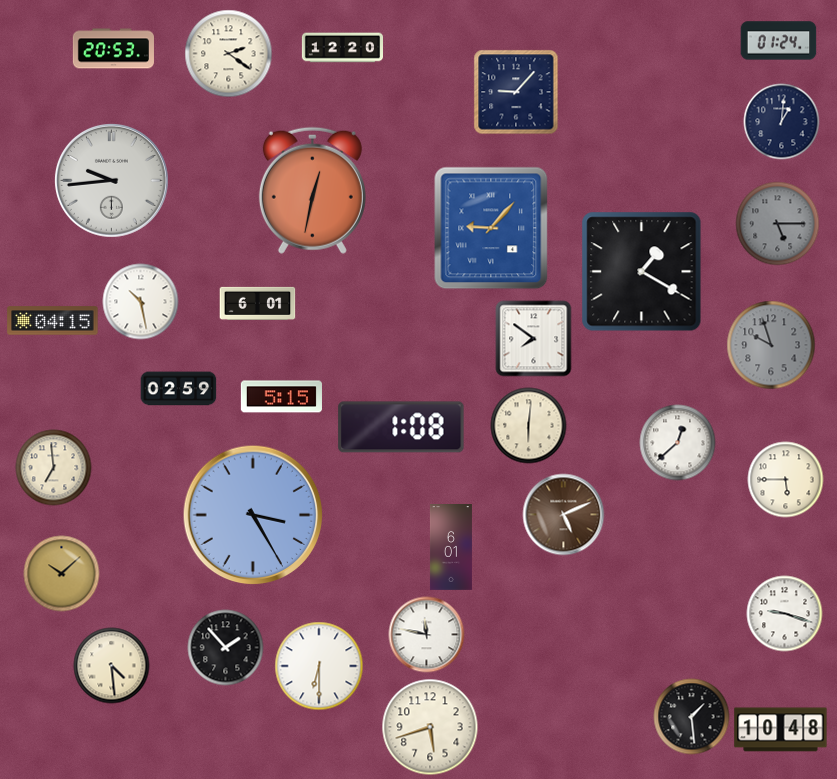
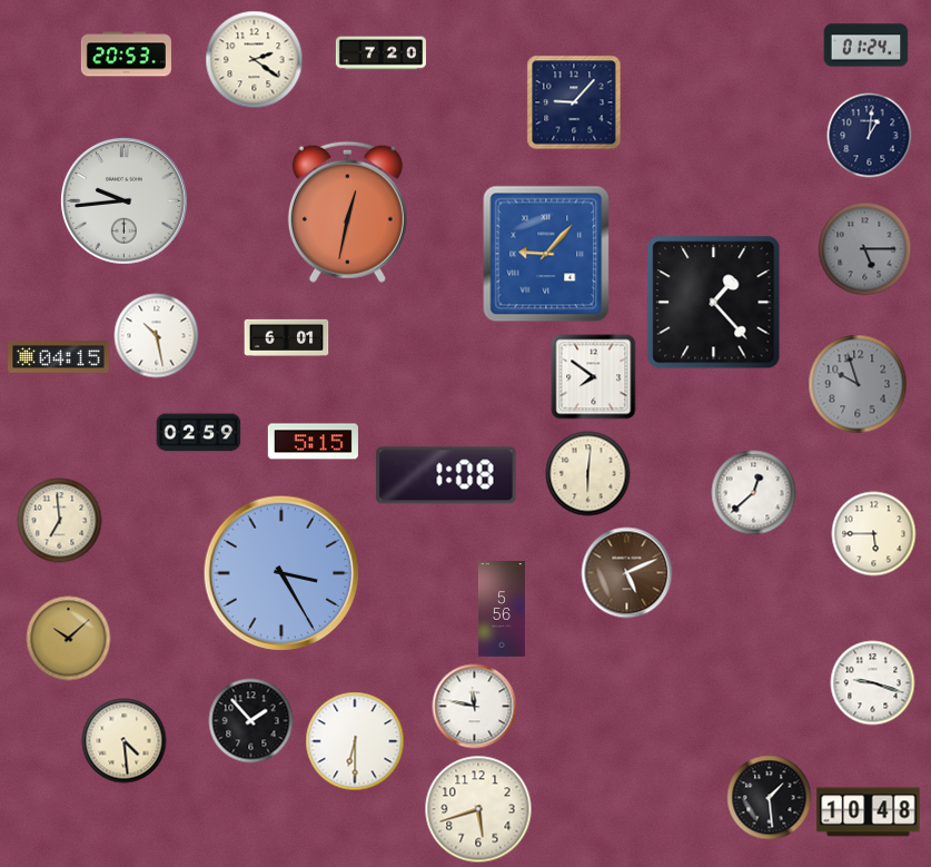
clock at (342, 48): 12:20 -> 7:20
clock at (642, 272): 1:20 -> 1:23
clock at (451, 548): 6:01 -> 5:56
